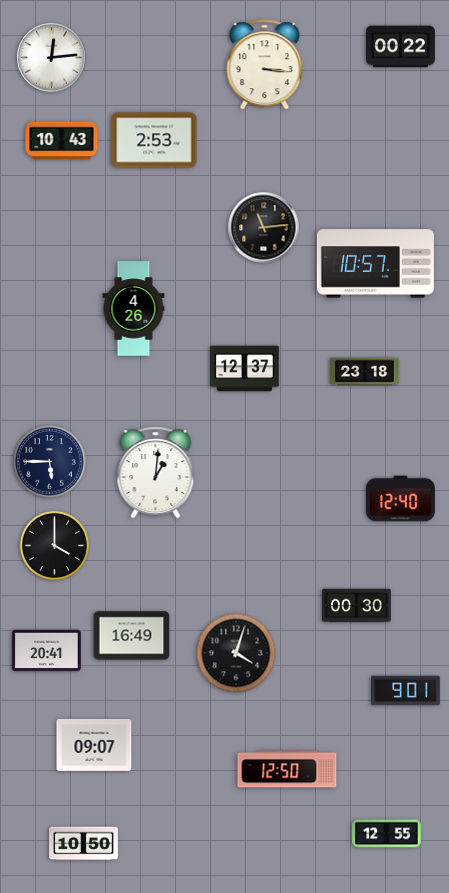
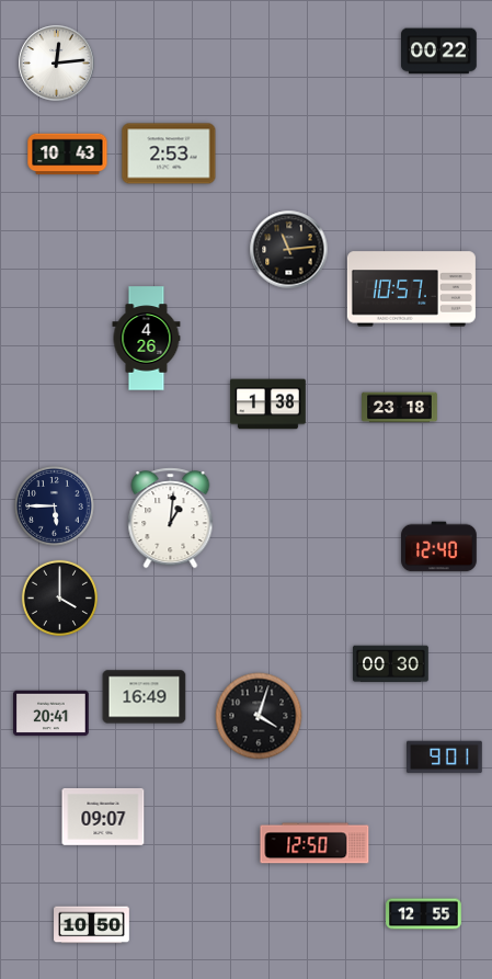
clock at (265, 65): 3:16 -> none
clock at (245, 369): 12:37 -> 1:38
